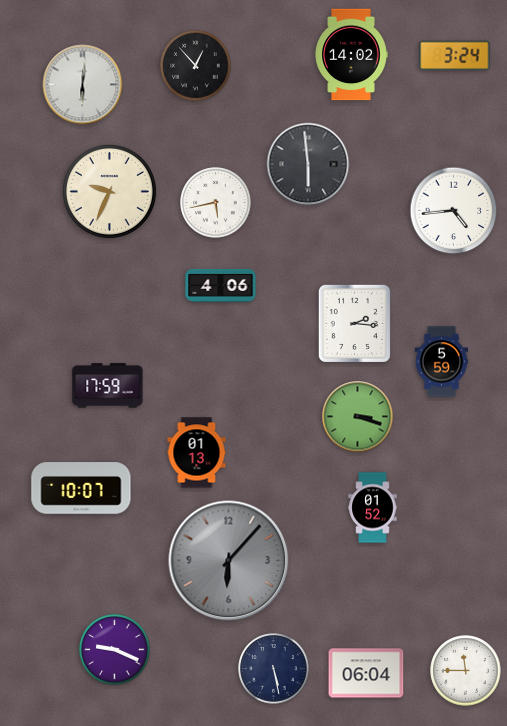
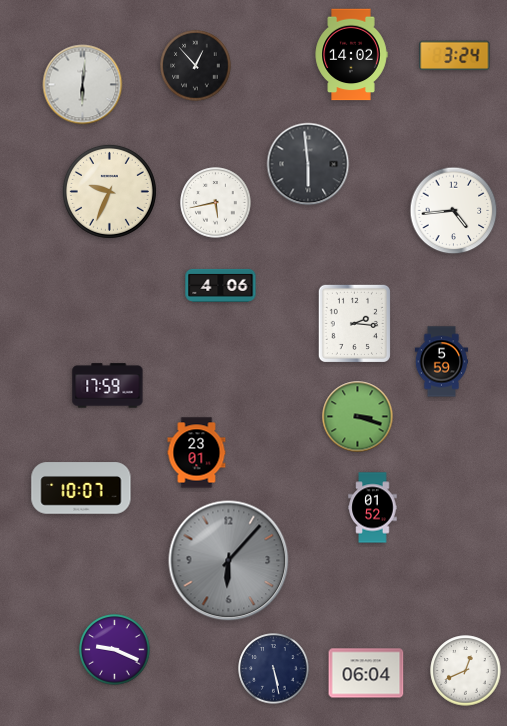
clock at (197, 453): 01:13 -> 23:01
clock at (466, 671): 11:45 -> 12:41
